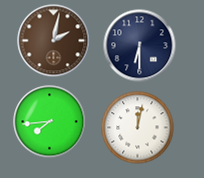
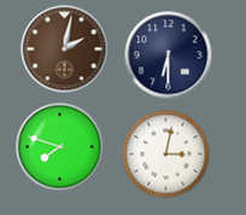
clock at (50, 122): 7:44 -> 7:48
clock at (138, 128): 12:02 -> 3:02
